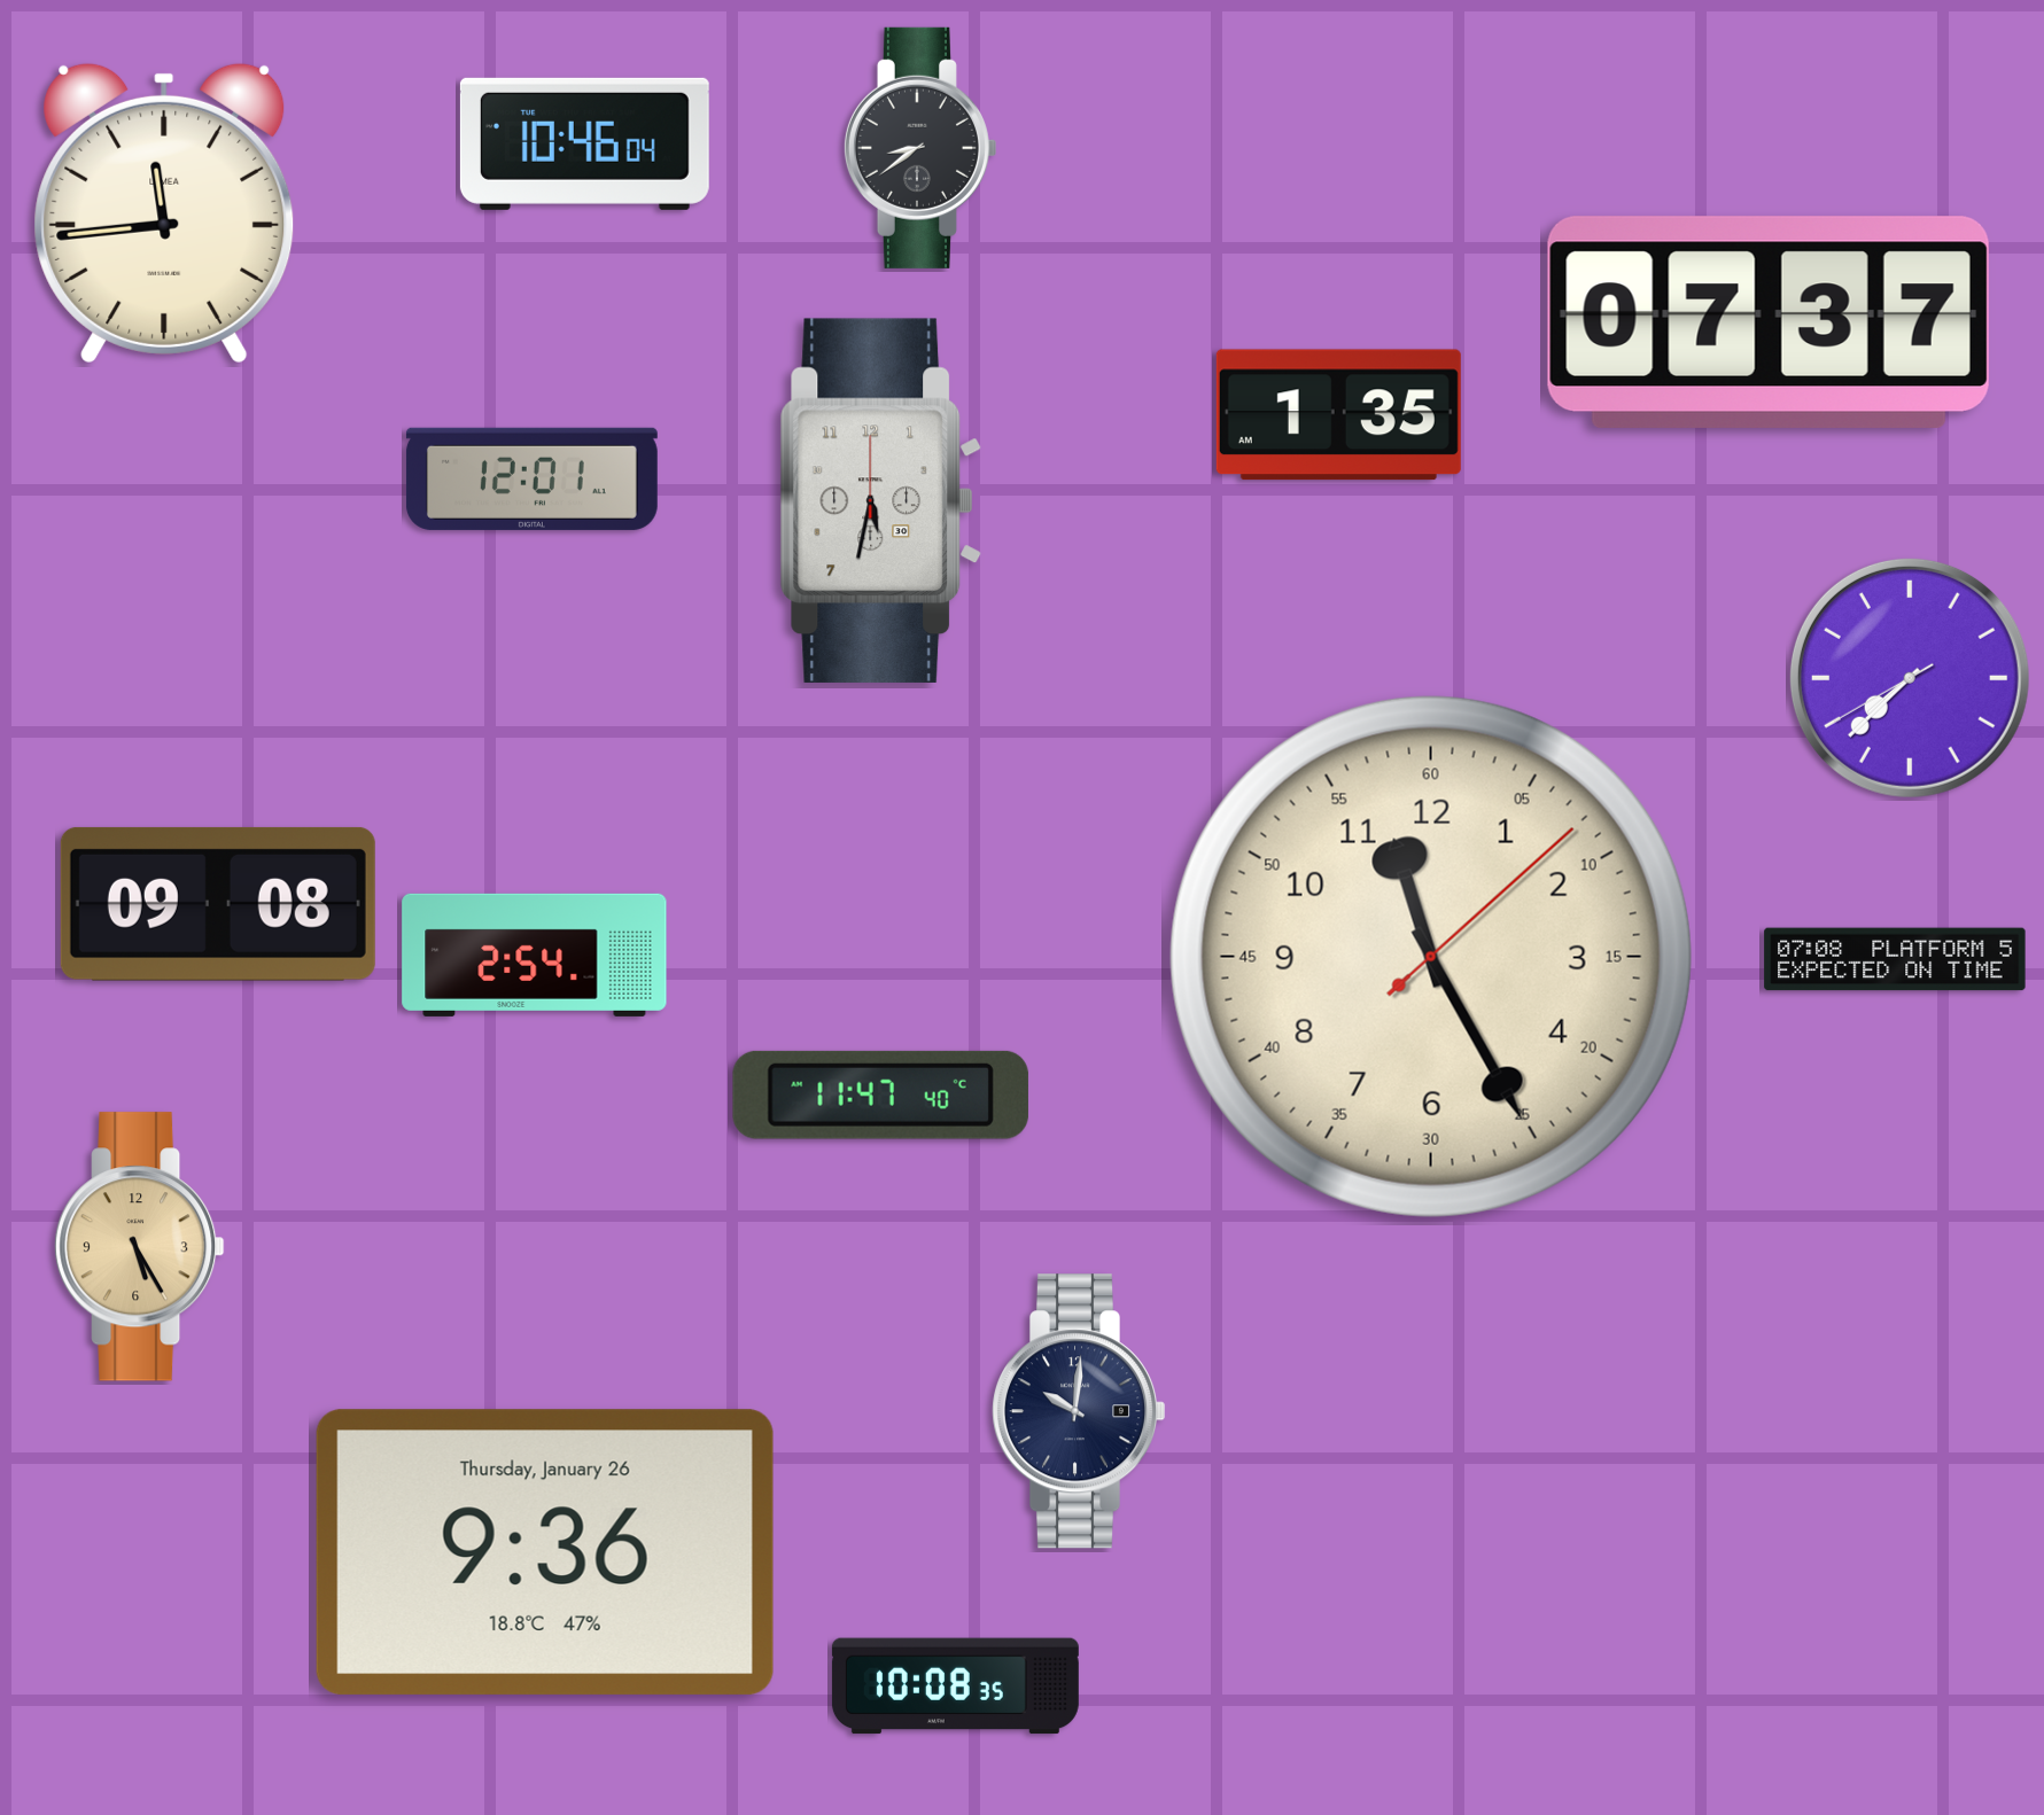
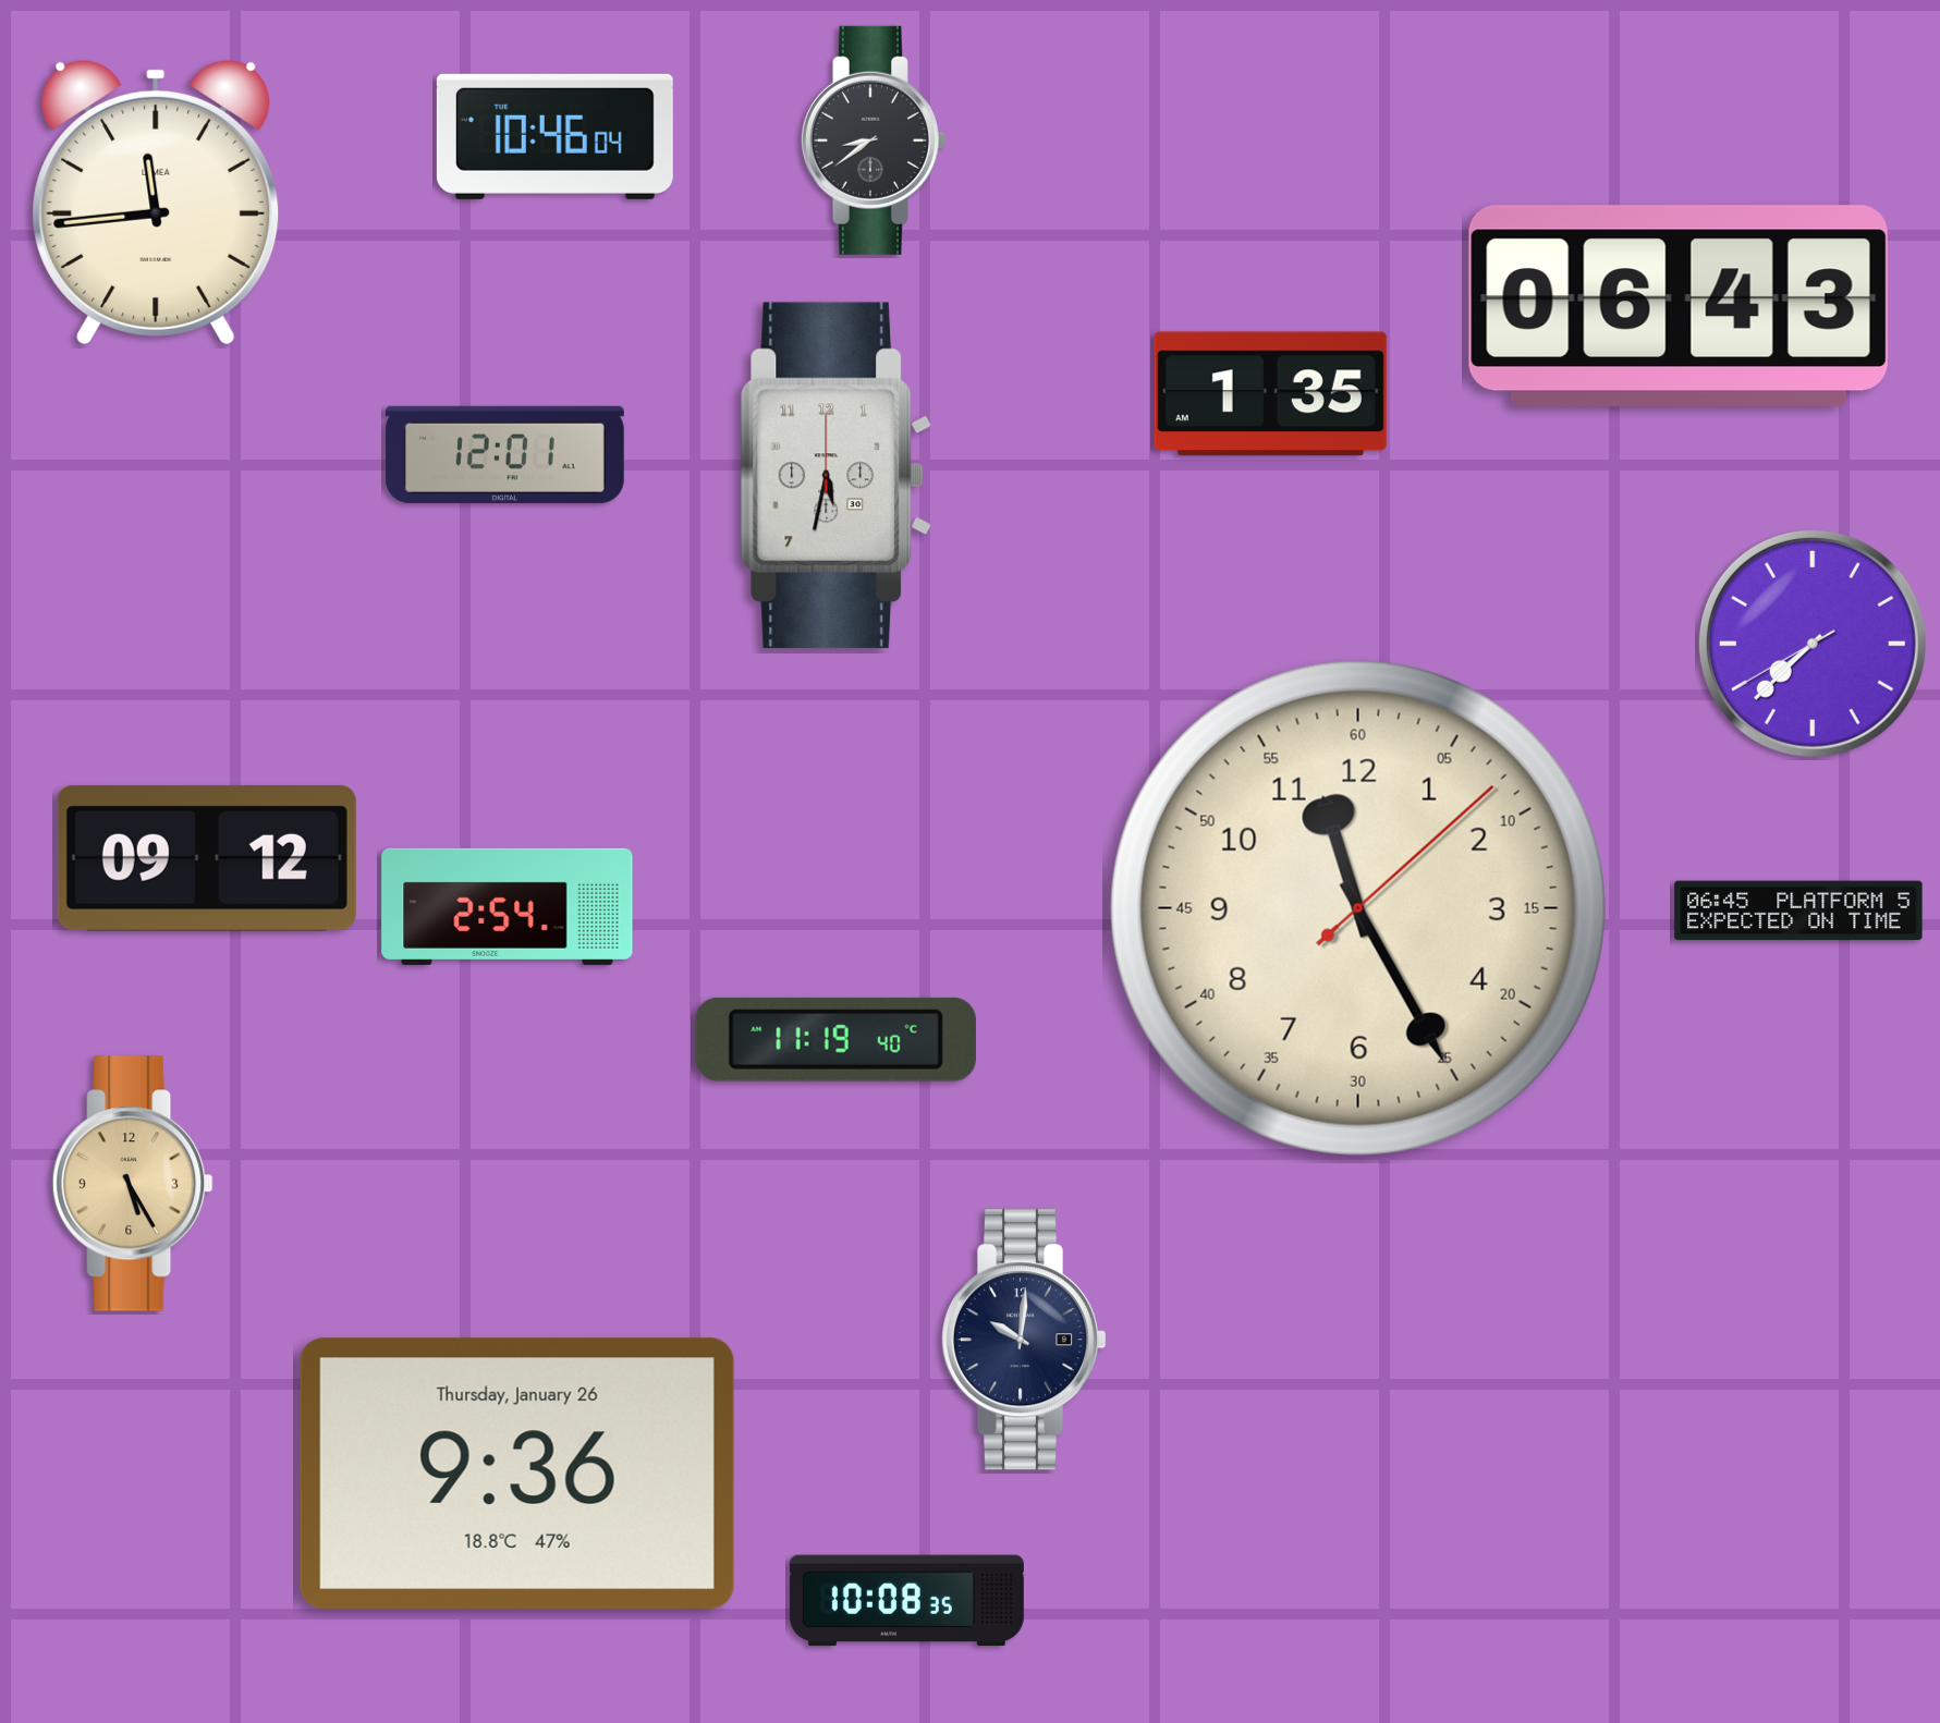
clock at (1769, 322): 07:37 -> 06:43
clock at (218, 904): 09:08 -> 09:12
clock at (1895, 959): 07:08 -> 06:45
clock at (880, 1095): 11:47 -> 11:19
